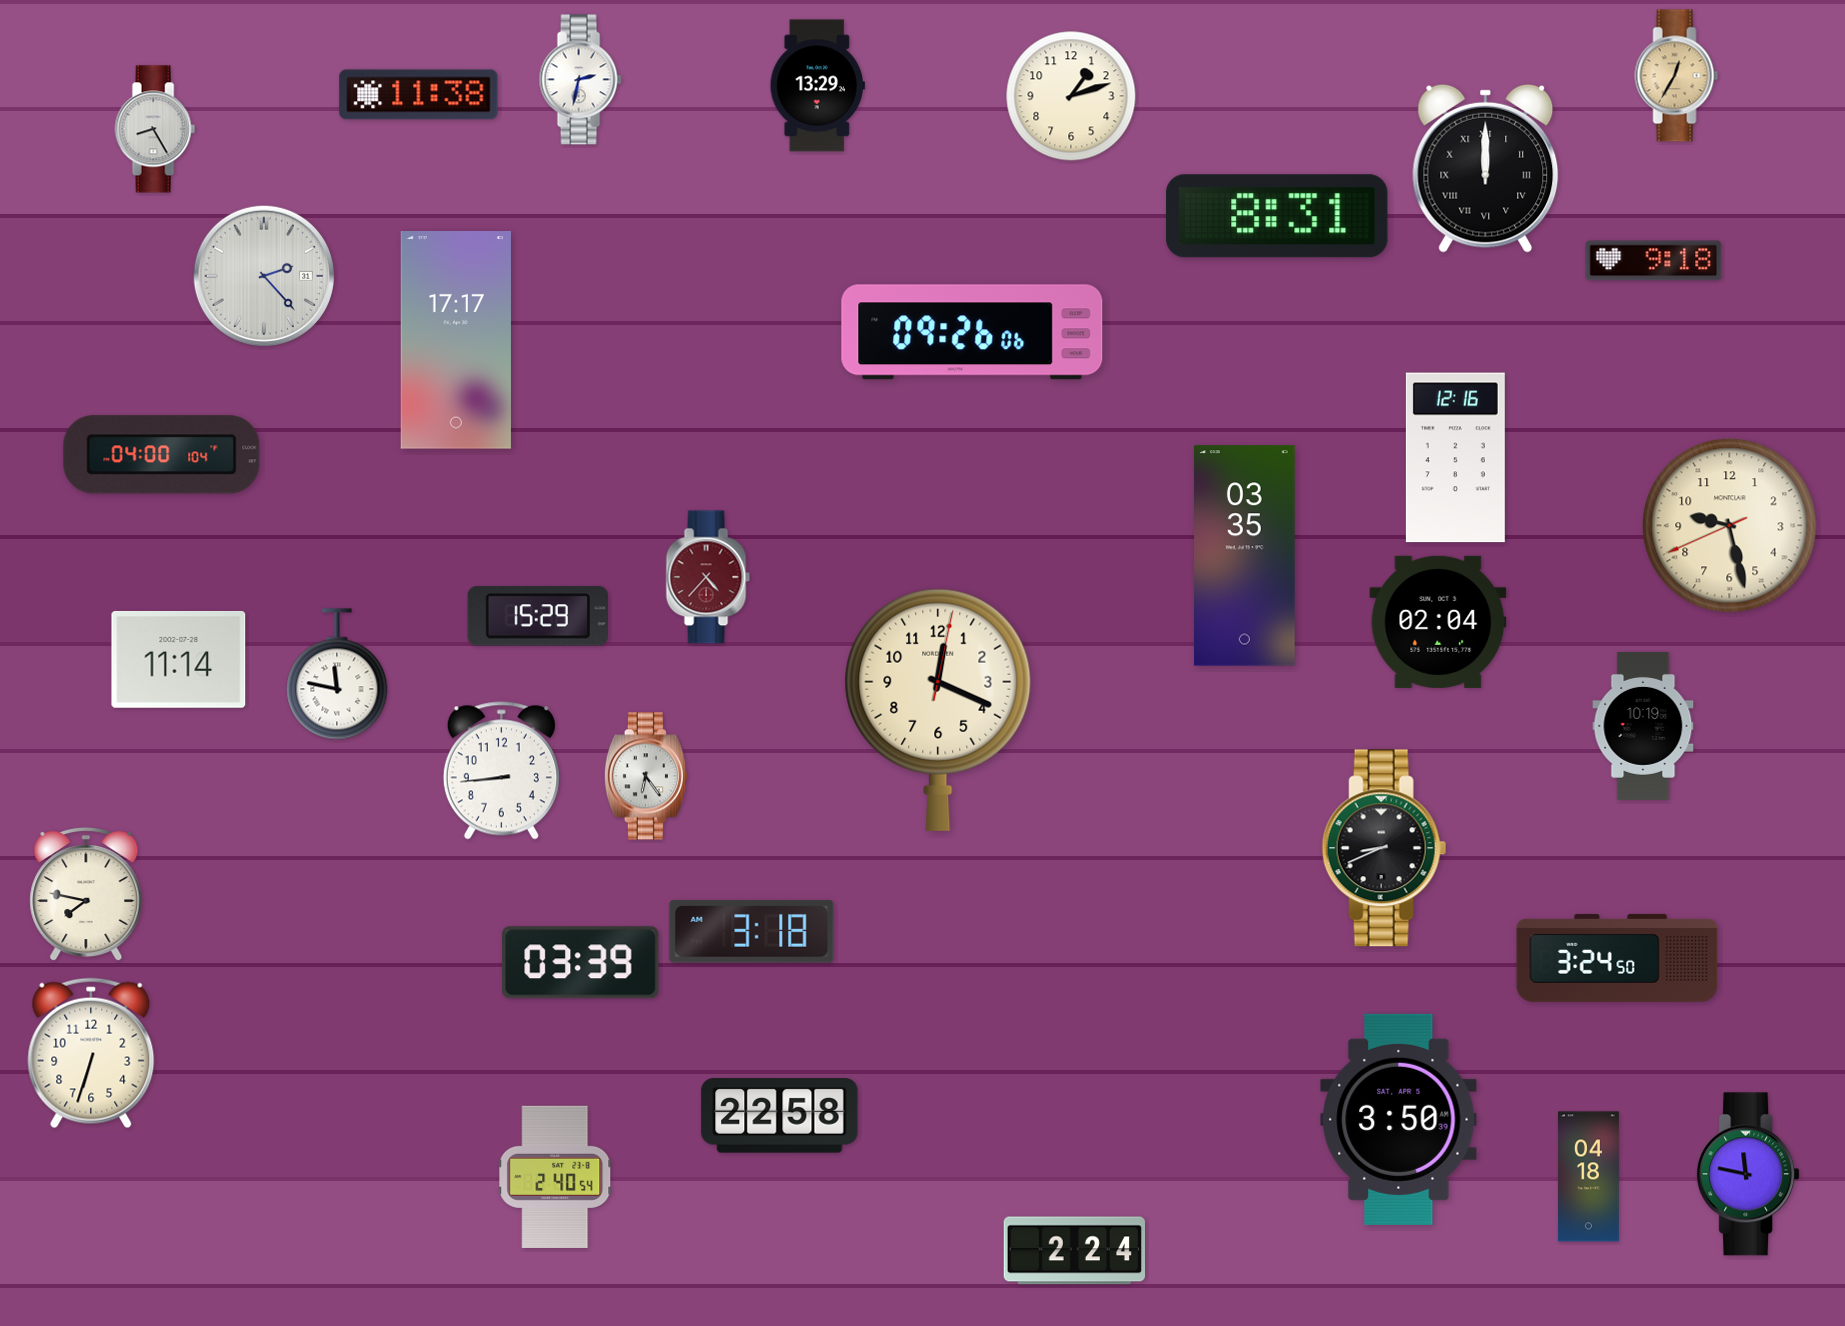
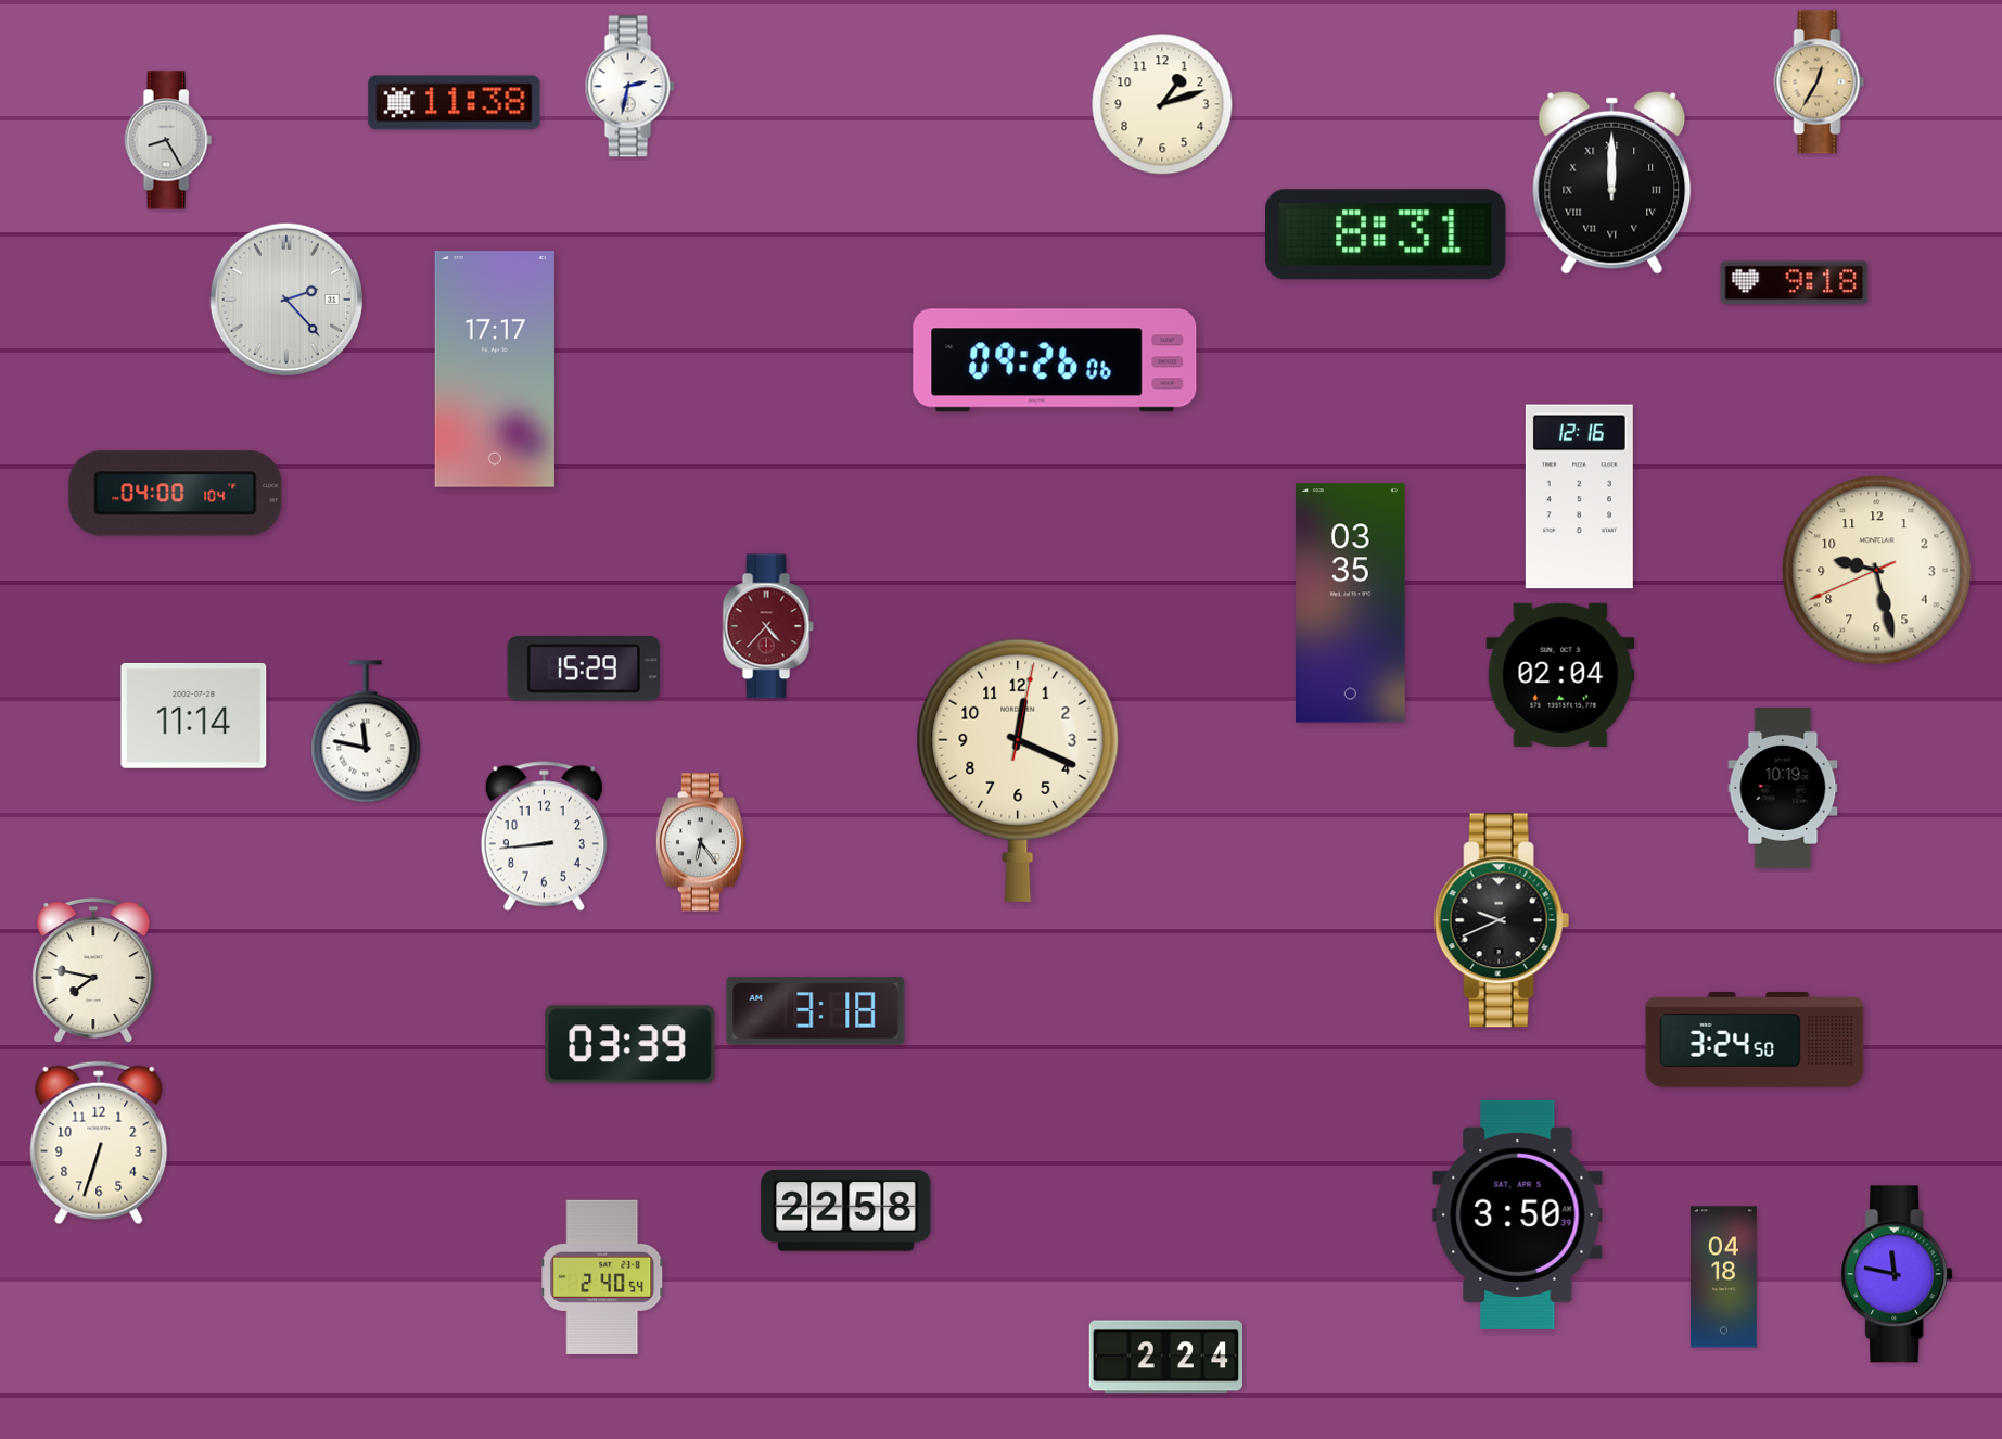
clock at (817, 86): 13:29 -> none
clock at (1384, 848): 8:41 -> 9:41
